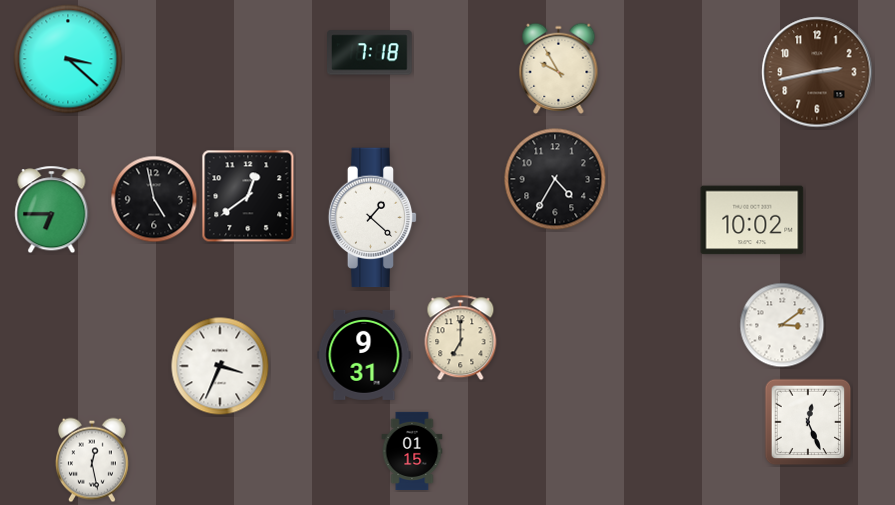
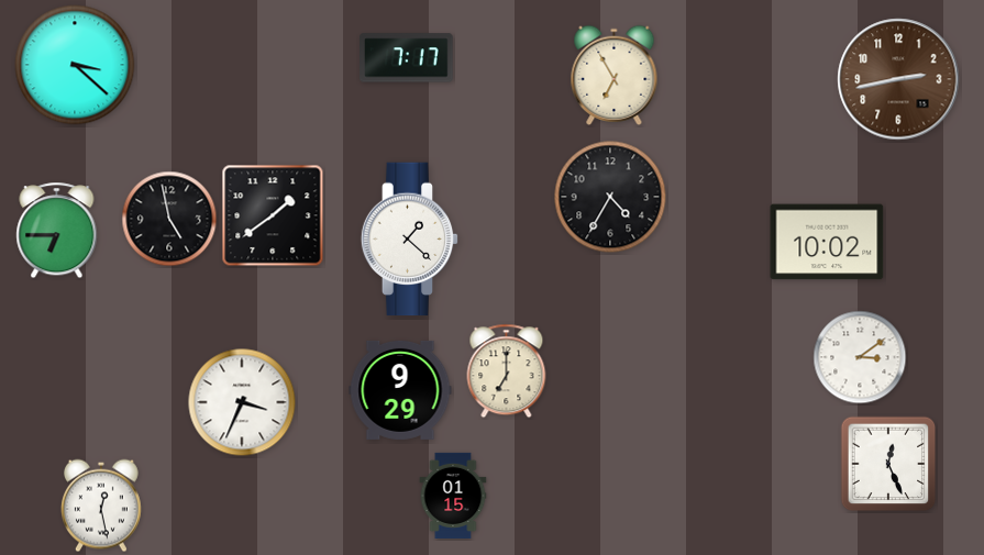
clock at (370, 53): 7:18 -> 7:17
clock at (559, 68): 9:55 -> 6:55
clock at (248, 196): 12:39 -> 1:39
clock at (364, 355): 9:31 -> 9:29
